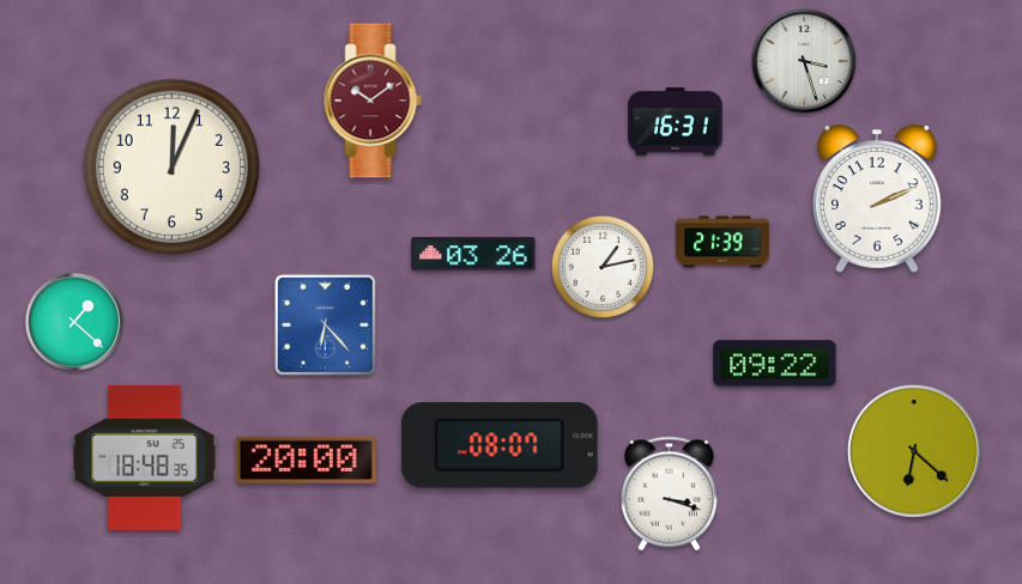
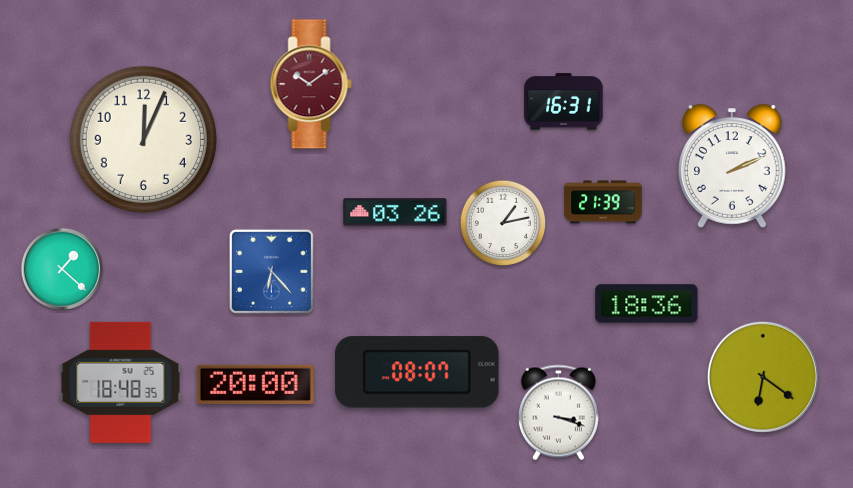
clock at (804, 61): 3:27 -> none
clock at (775, 364): 09:22 -> 18:36
clock at (914, 451): 6:22 -> 6:21
